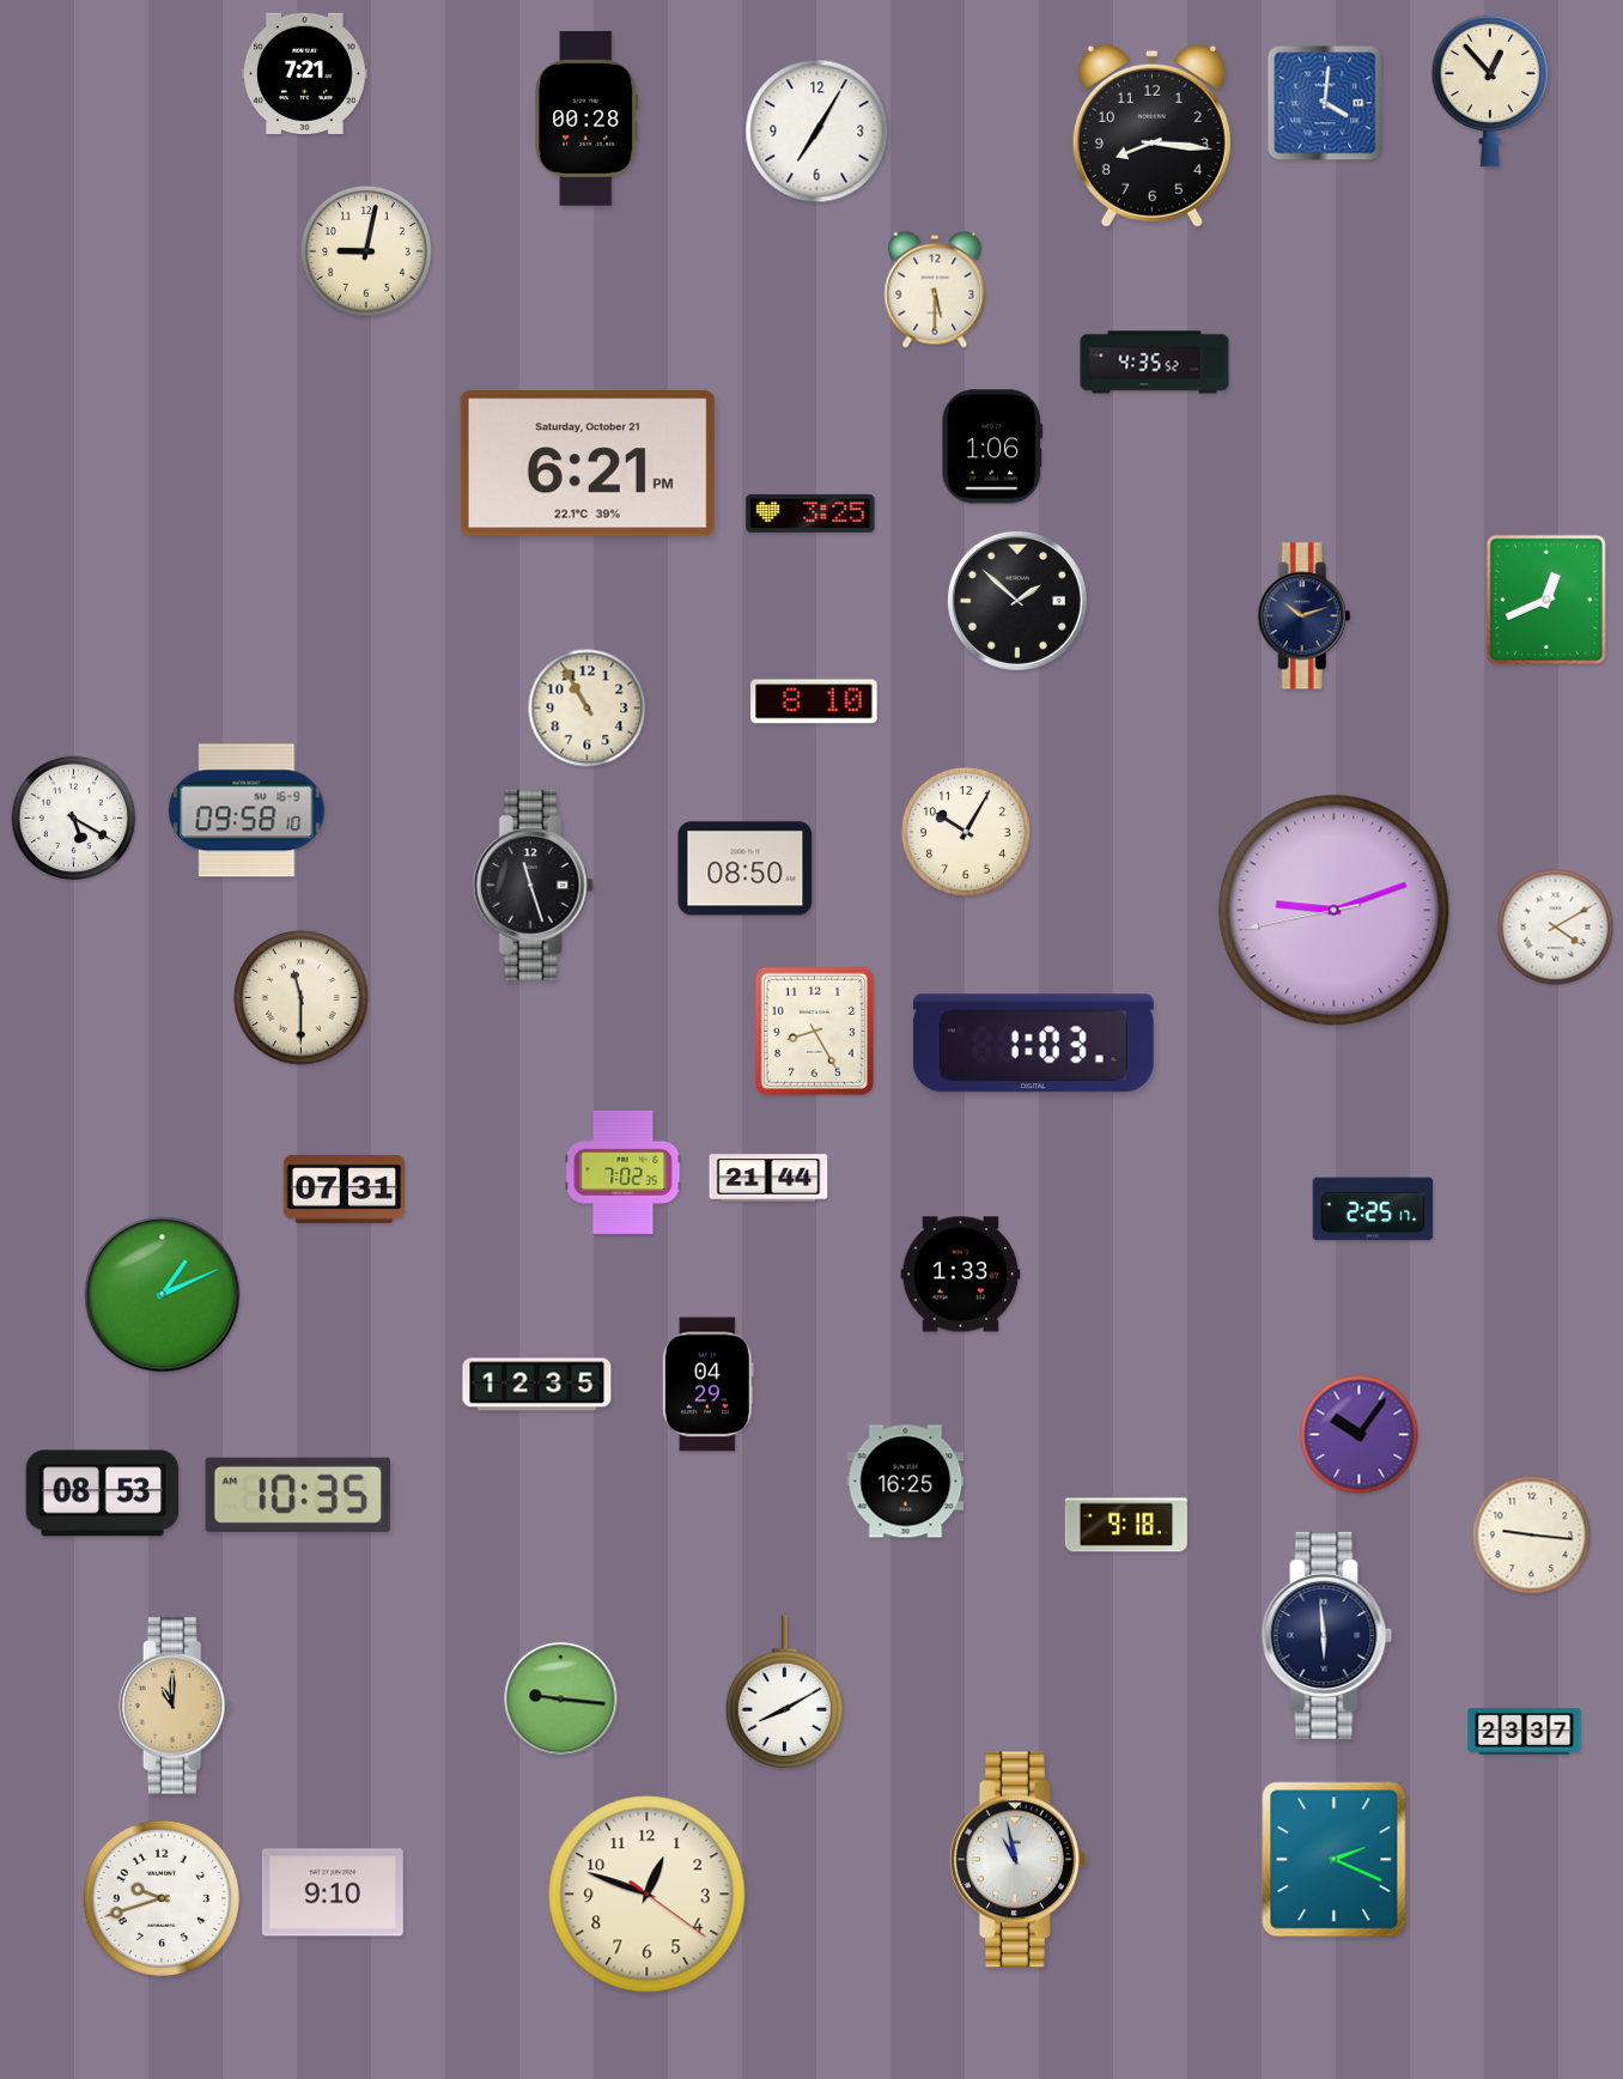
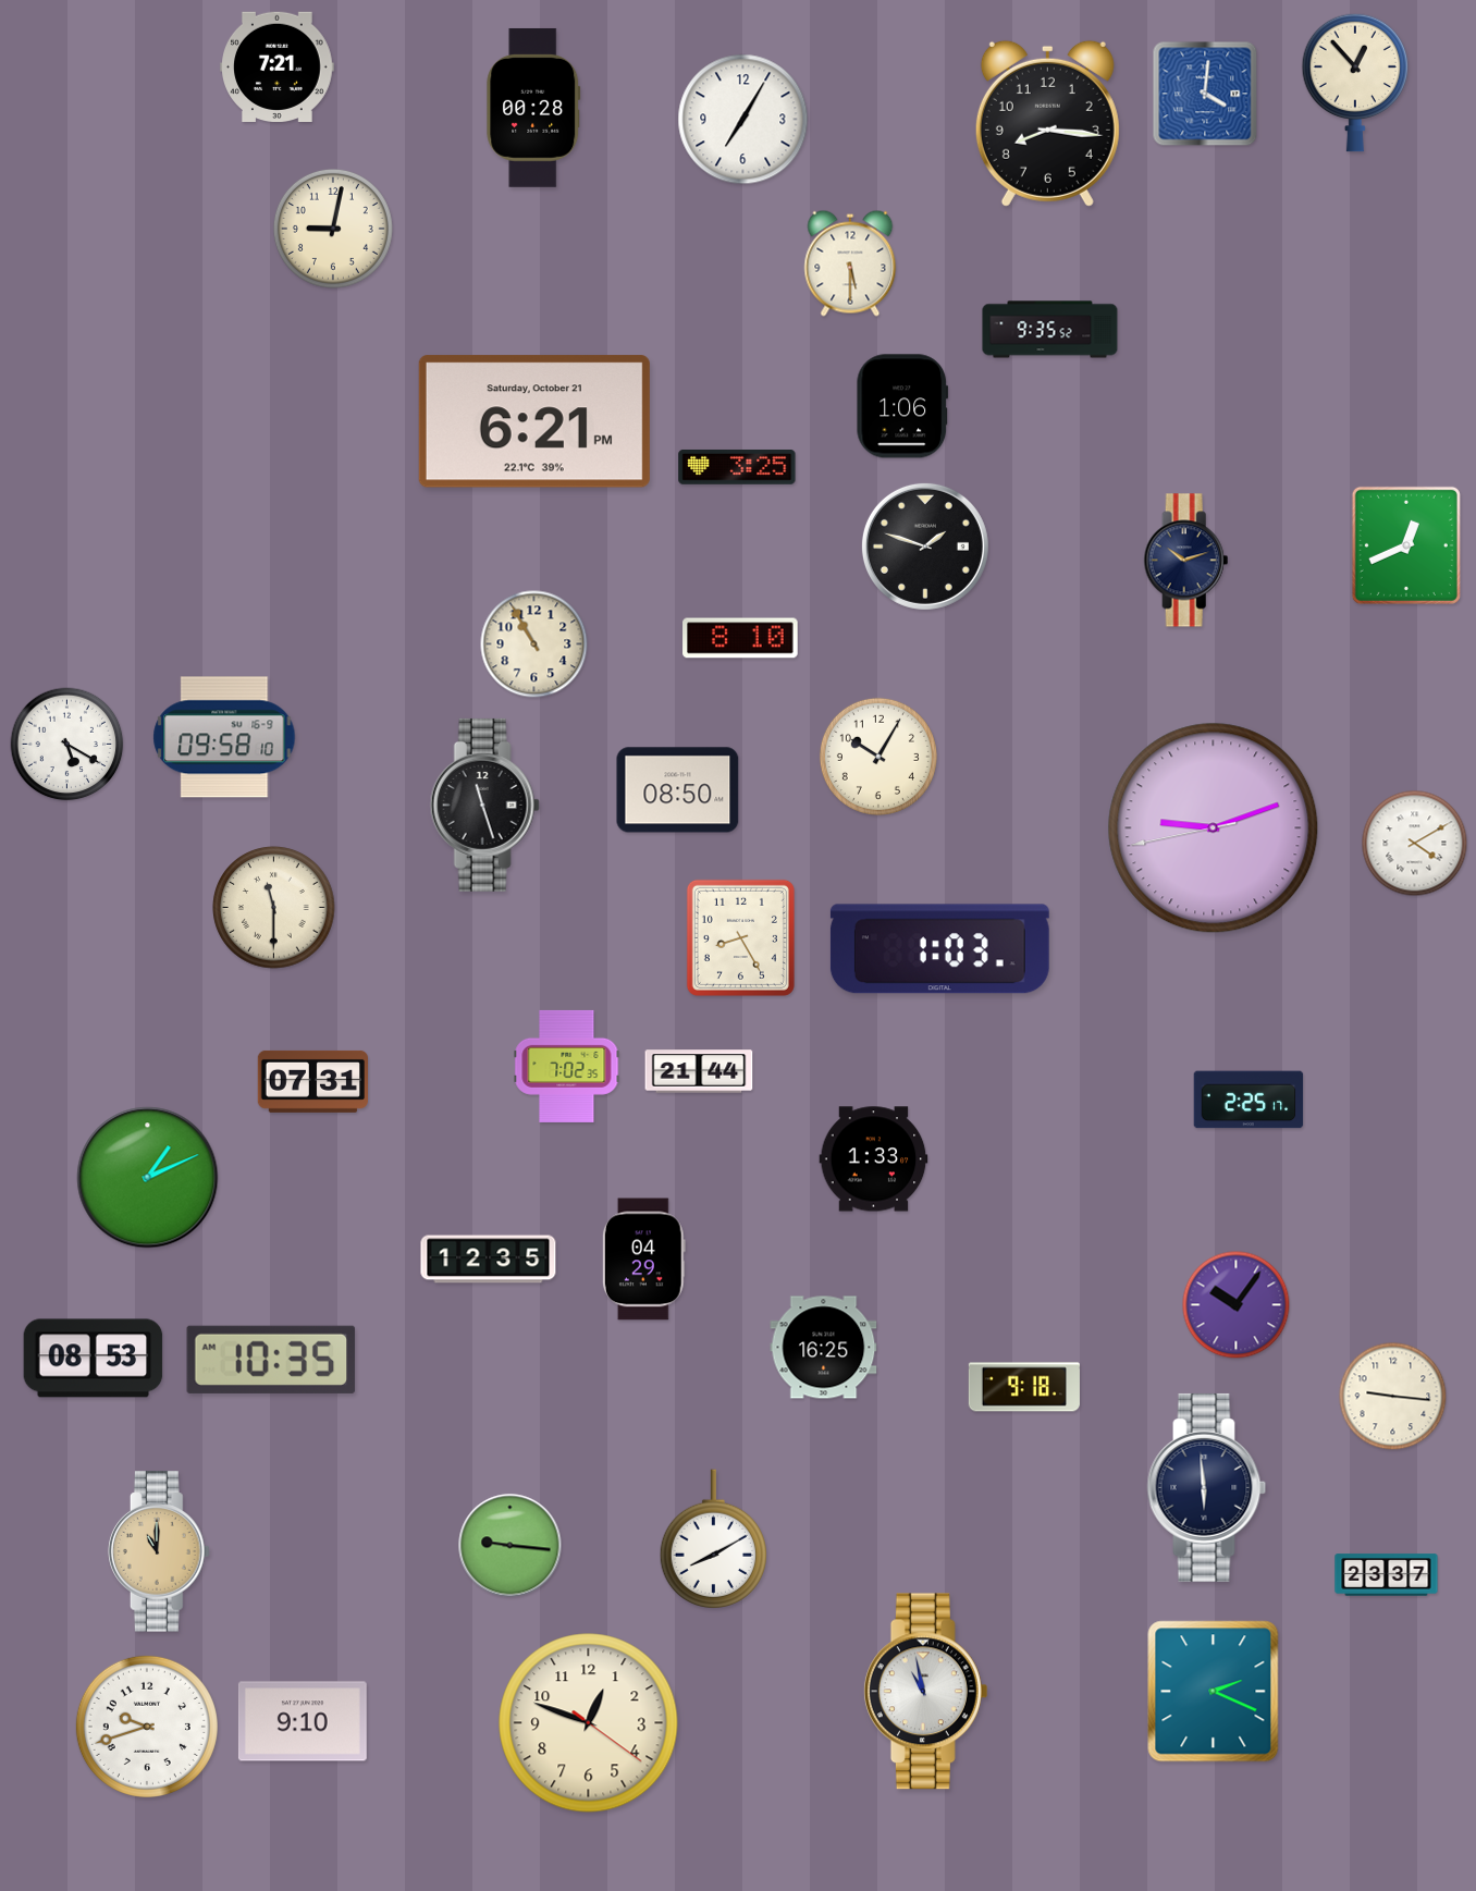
clock at (1155, 363): 4:35 -> 9:35
clock at (1017, 601): 1:52 -> 1:48
